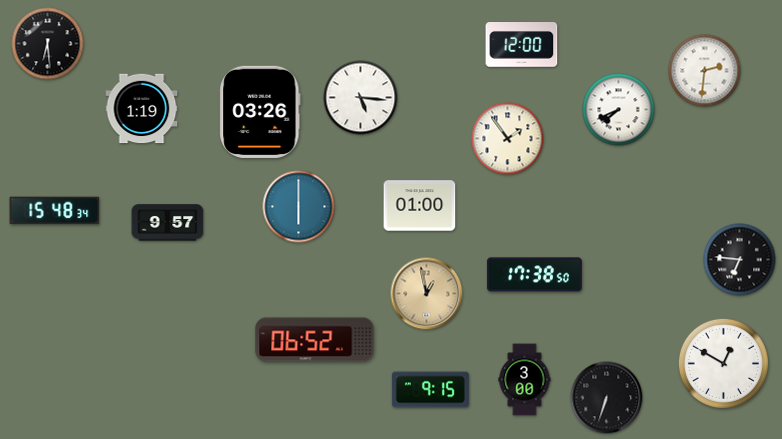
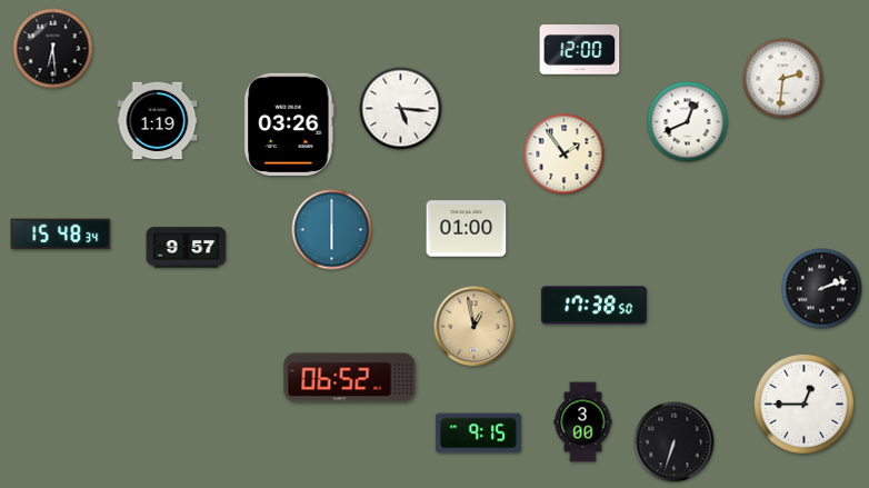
clock at (619, 110): 7:41 -> 12:41
clock at (740, 260): 6:46 -> 2:12
clock at (723, 363): 12:50 -> 12:45
